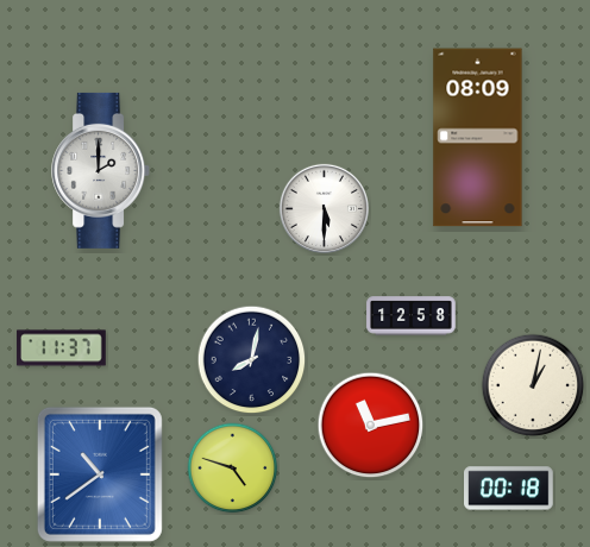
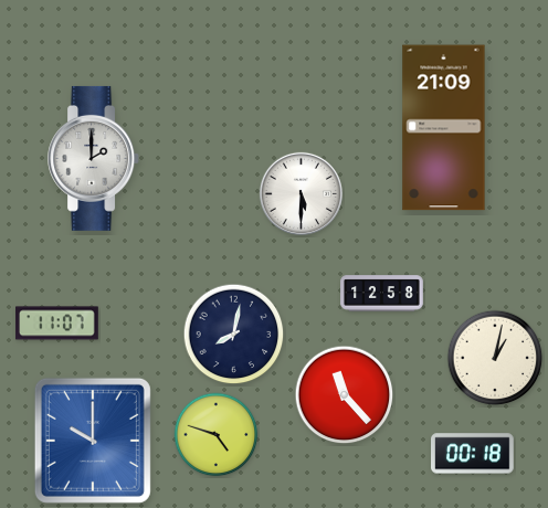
clock at (478, 138): 08:09 -> 21:09
clock at (62, 348): 11:37 -> 11:07
clock at (371, 426): 11:13 -> 11:23
clock at (100, 474): 10:39 -> 10:00
